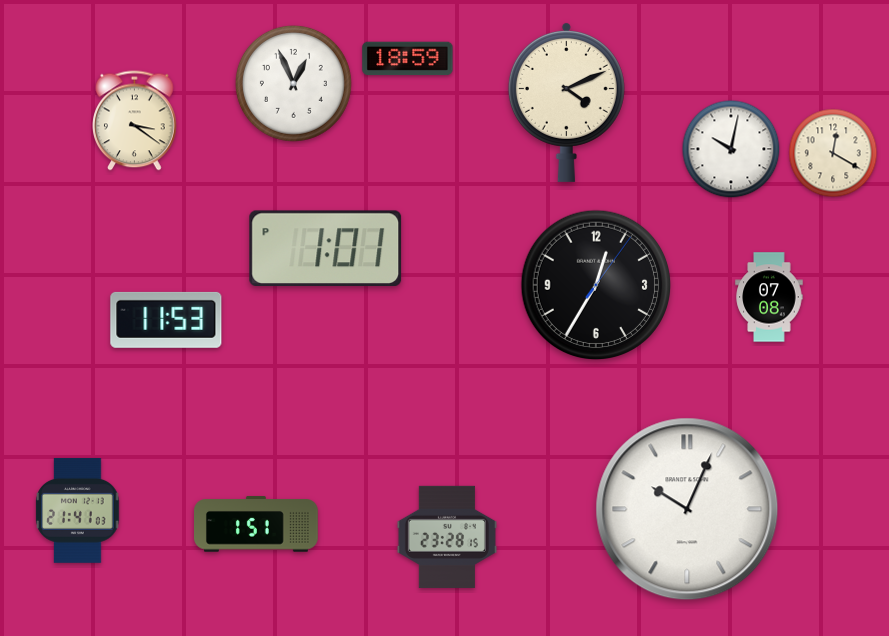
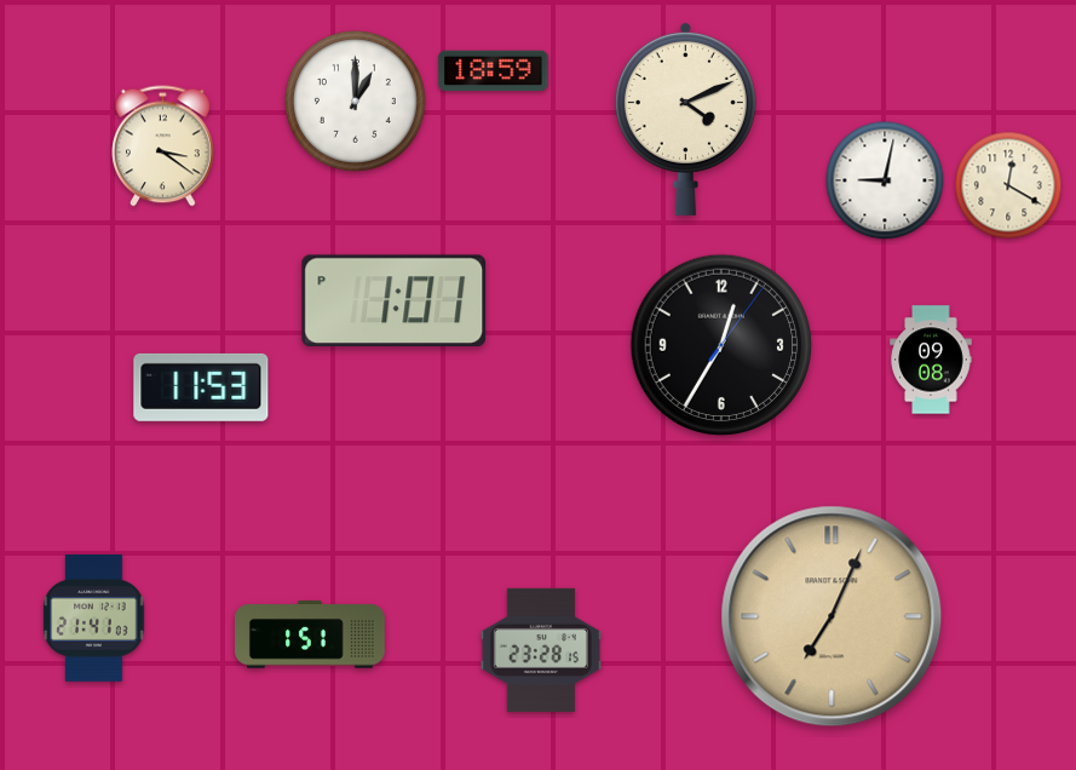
clock at (293, 83): 12:56 -> 1:00
clock at (566, 102) position: (566, 102) -> (685, 119)
clock at (731, 149): 10:02 -> 9:02
clock at (769, 297): 07:08 -> 09:08
clock at (687, 509): 10:04 -> 7:04
clock at (687, 509) dial: white -> champagne
